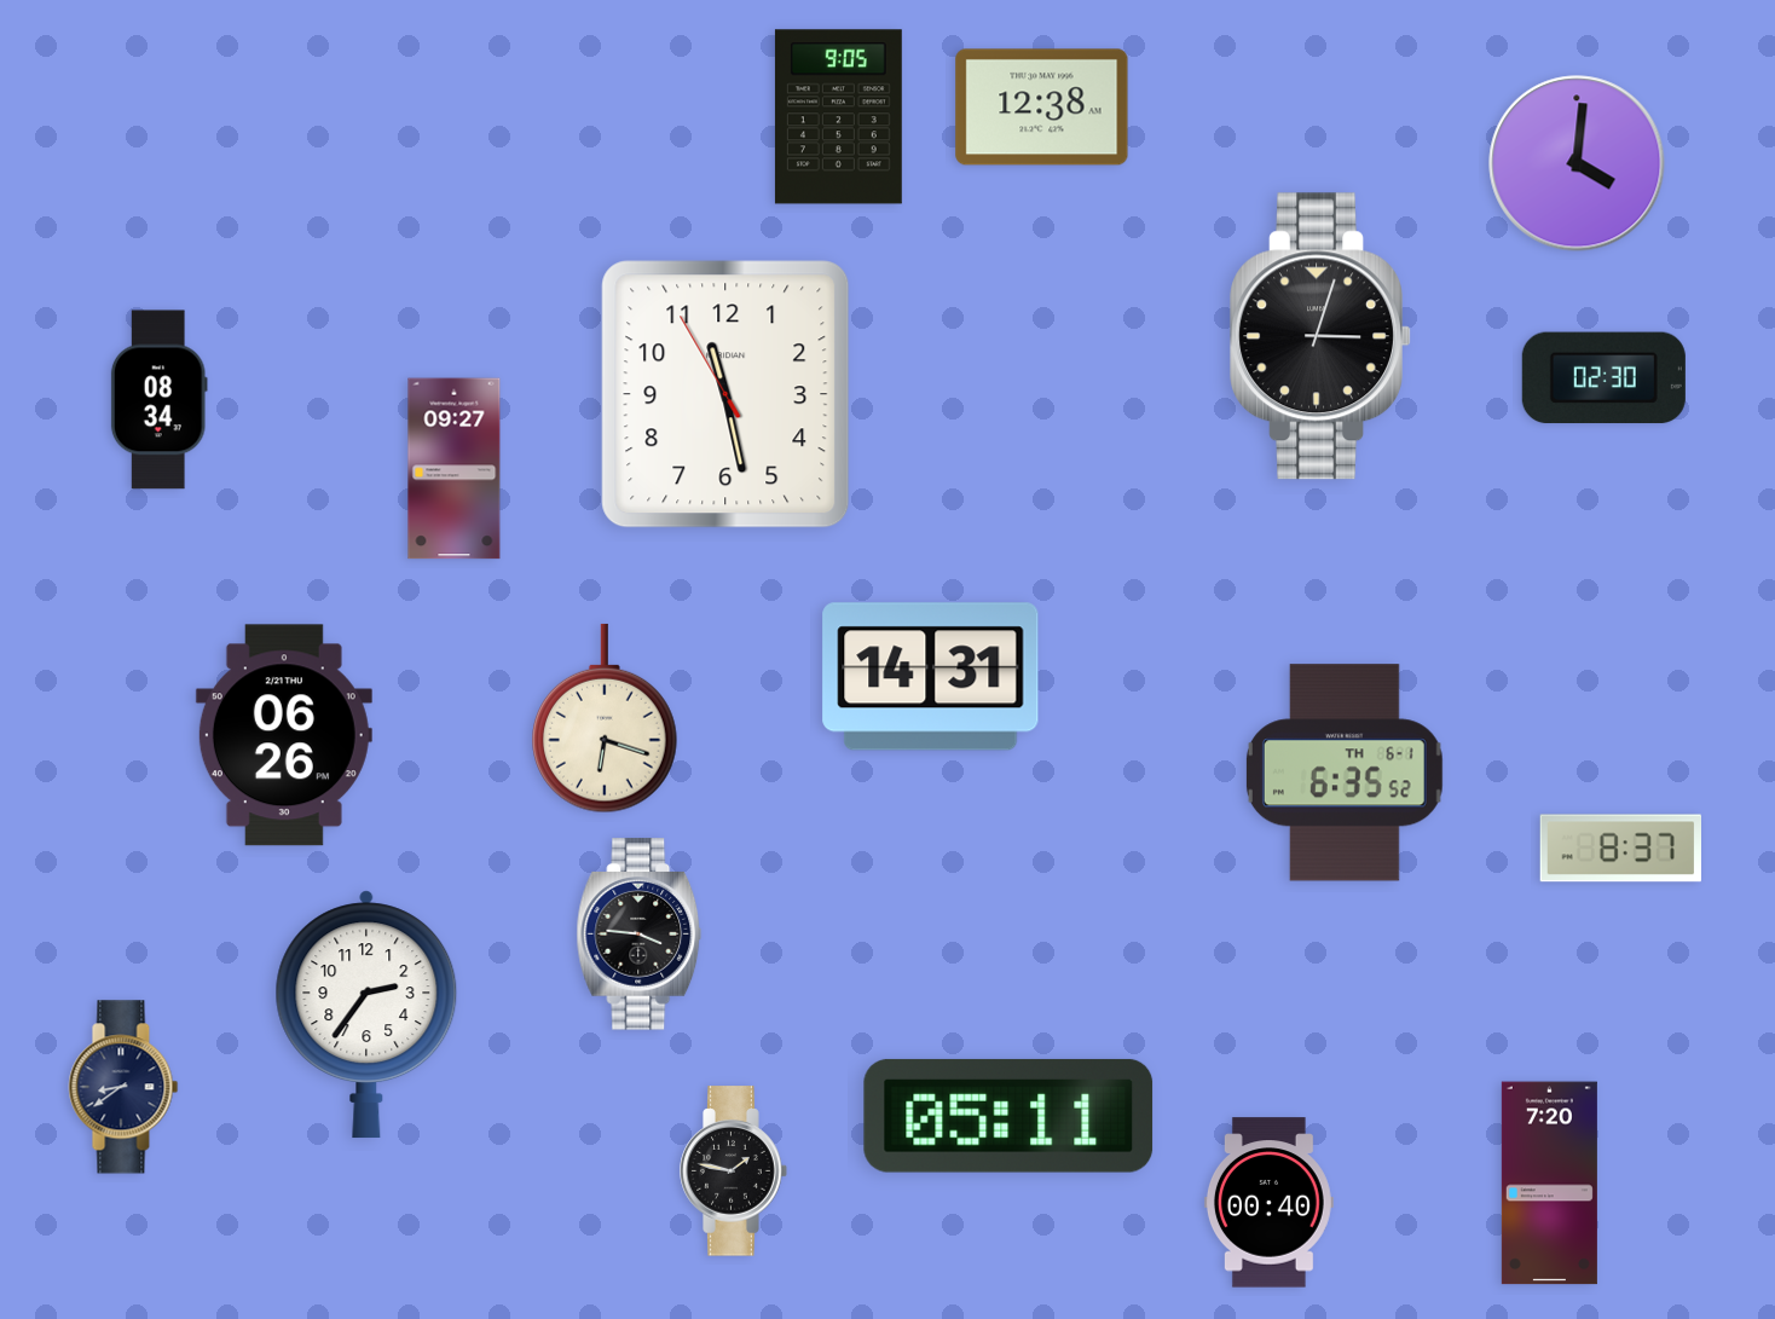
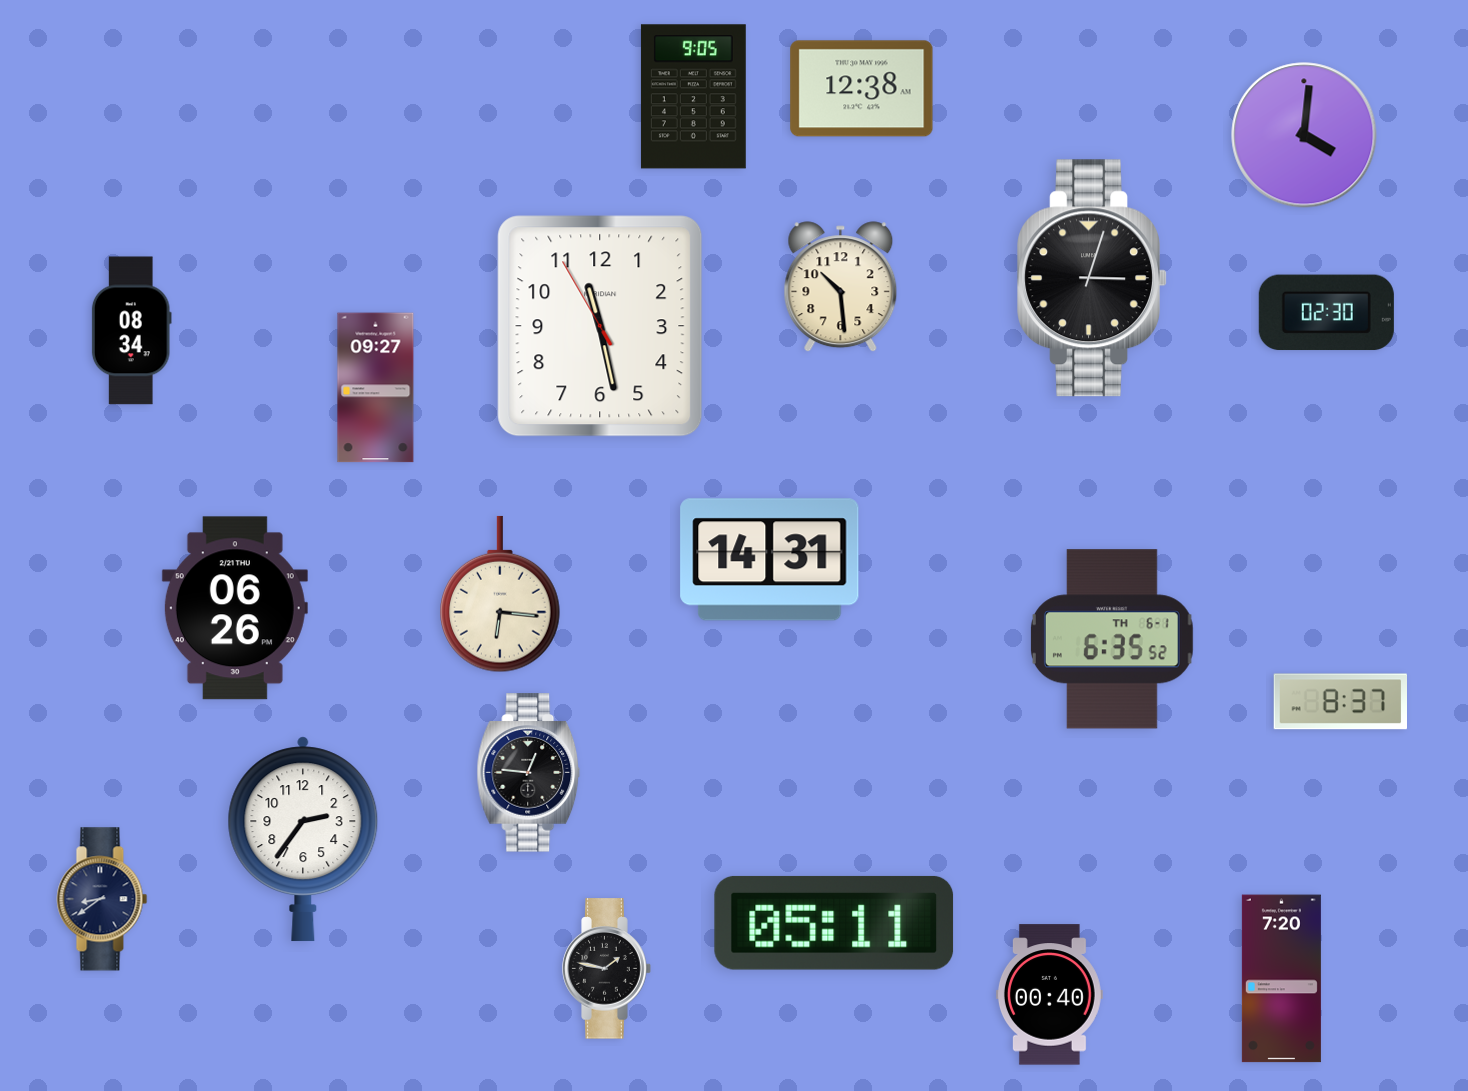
clock at (841, 287): none -> 10:29
clock at (606, 718): 6:18 -> 6:16
clock at (640, 935): 3:46 -> 12:46
